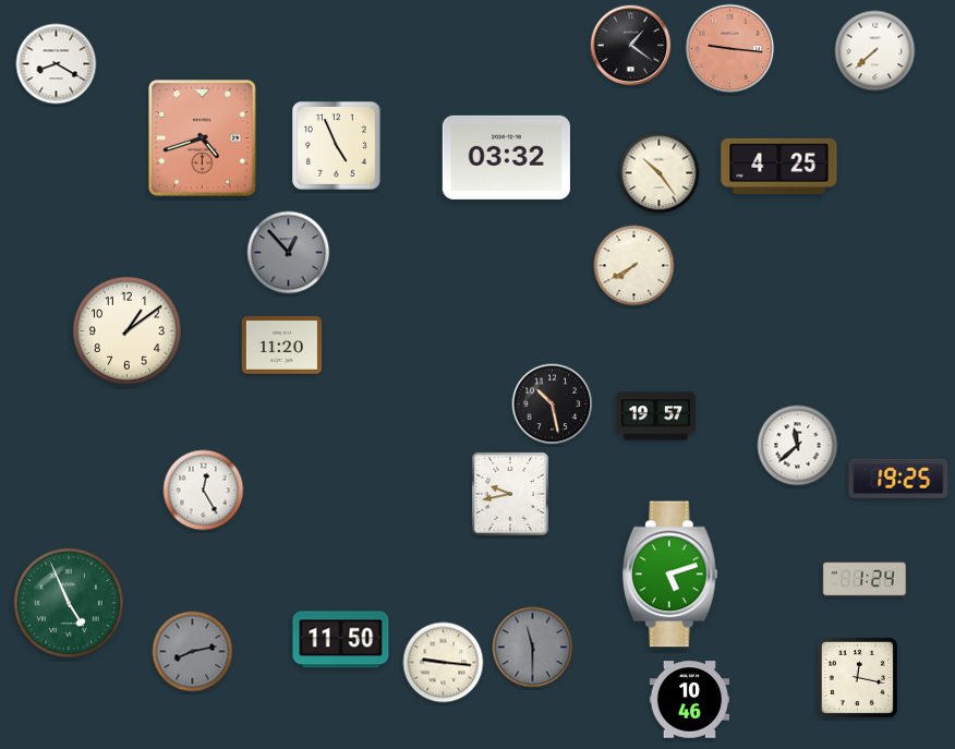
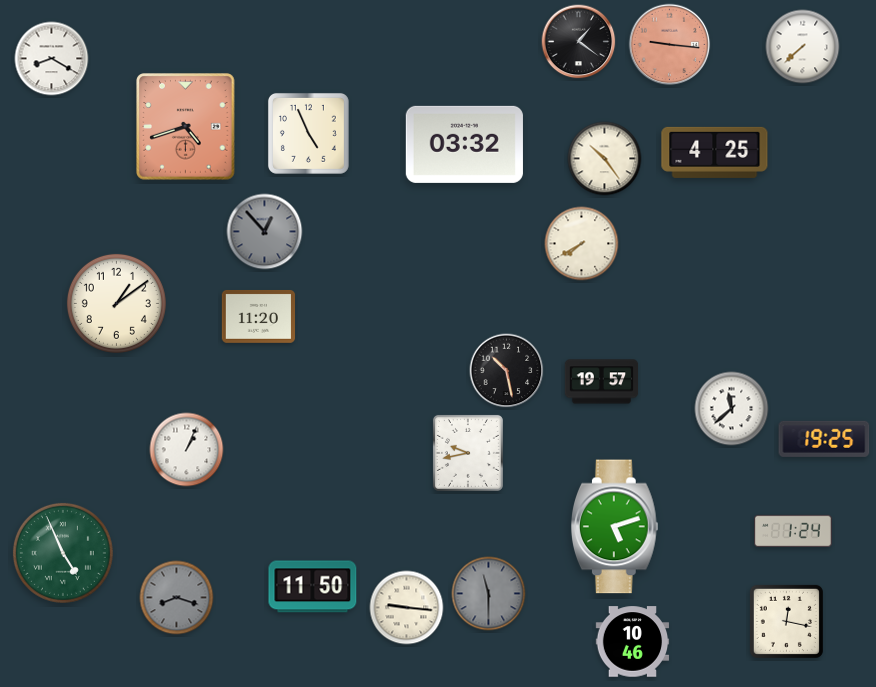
clock at (204, 491): 12:25 -> 1:04
clock at (193, 652): 8:13 -> 8:18
